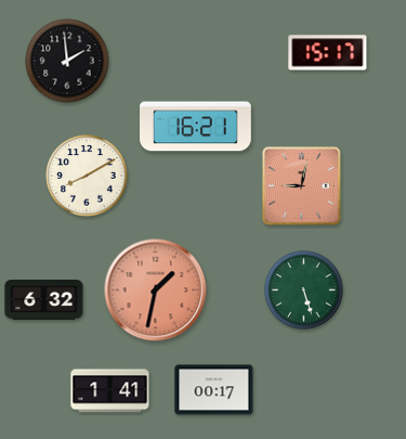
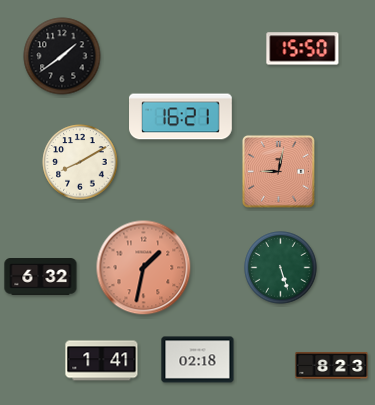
clock at (328, 53): 15:17 -> 15:50
clock at (67, 61): 1:59 -> 1:39
clock at (214, 390): 00:17 -> 02:18
clock at (332, 366): none -> 8:23
